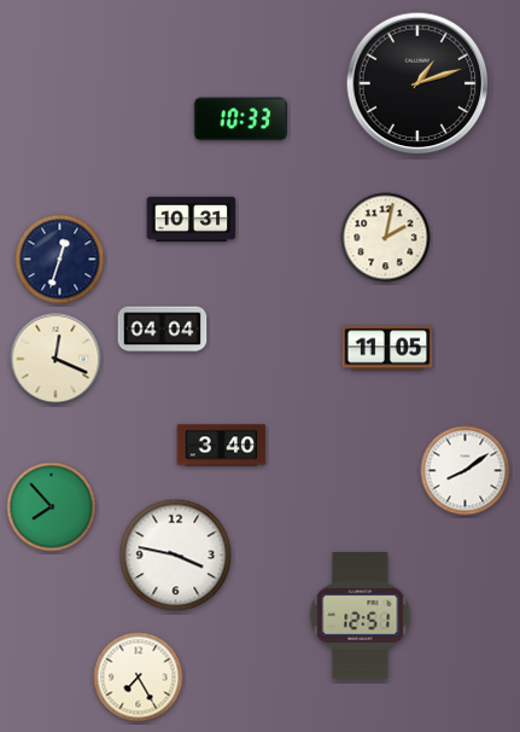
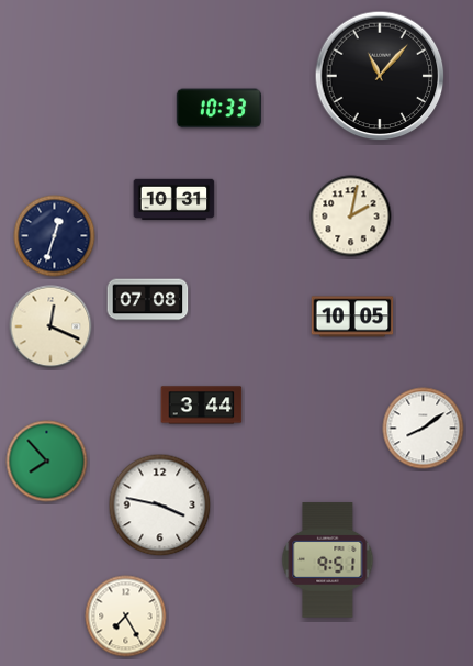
clock at (417, 83): 1:12 -> 11:07
clock at (163, 330): 04:04 -> 07:08
clock at (387, 348): 11:05 -> 10:05
clock at (222, 446): 3:40 -> 3:44
clock at (361, 616): 12:51 -> 9:51
